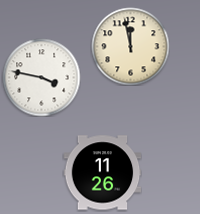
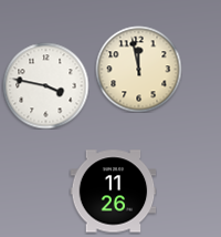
clock at (130, 46) position: (130, 46) -> (138, 69)
